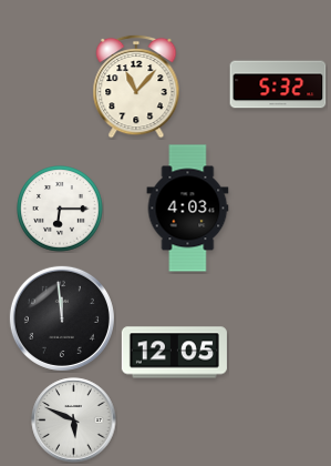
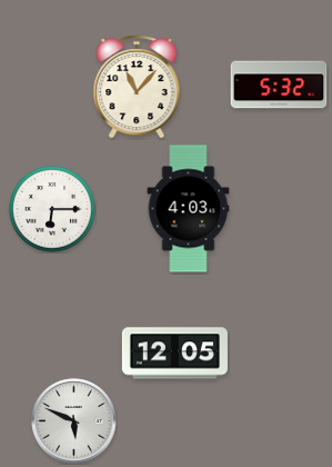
clock at (60, 209) position: (60, 209) -> (52, 209)
clock at (62, 318): 11:59 -> none
